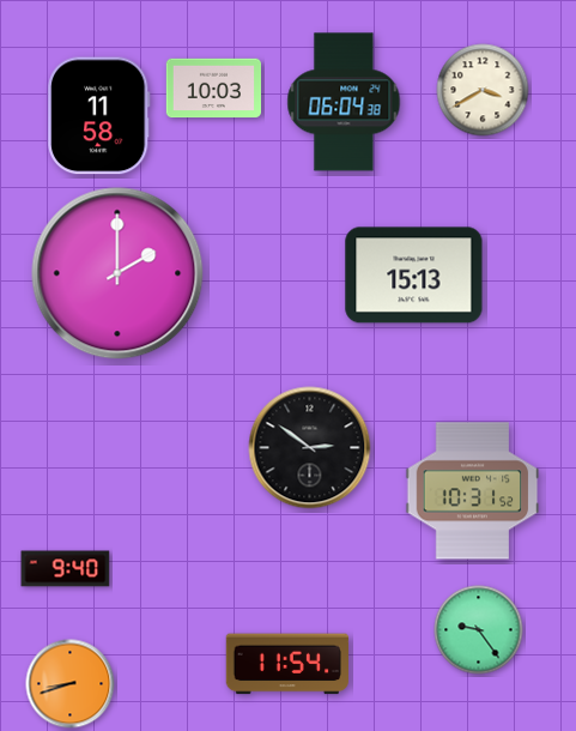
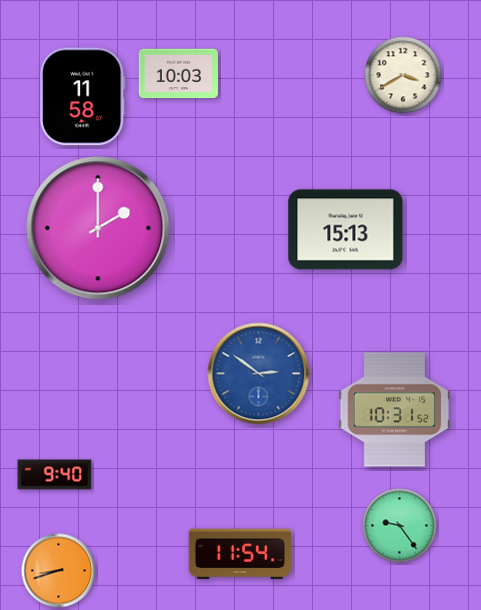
clock at (344, 102): 06:04 -> none
clock at (310, 448) dial: black -> blue
